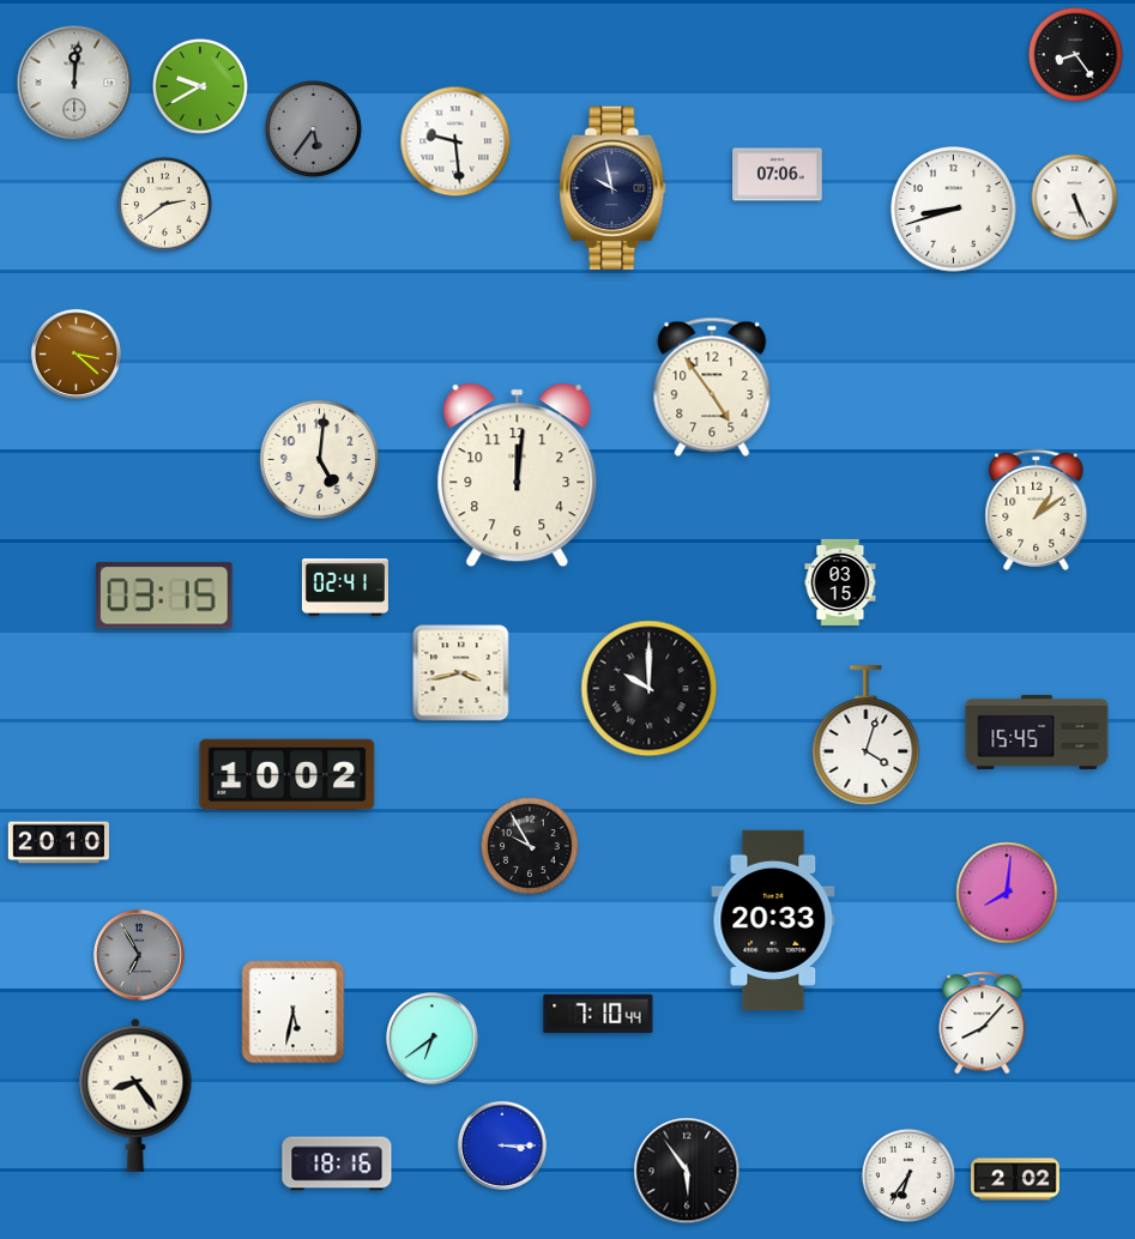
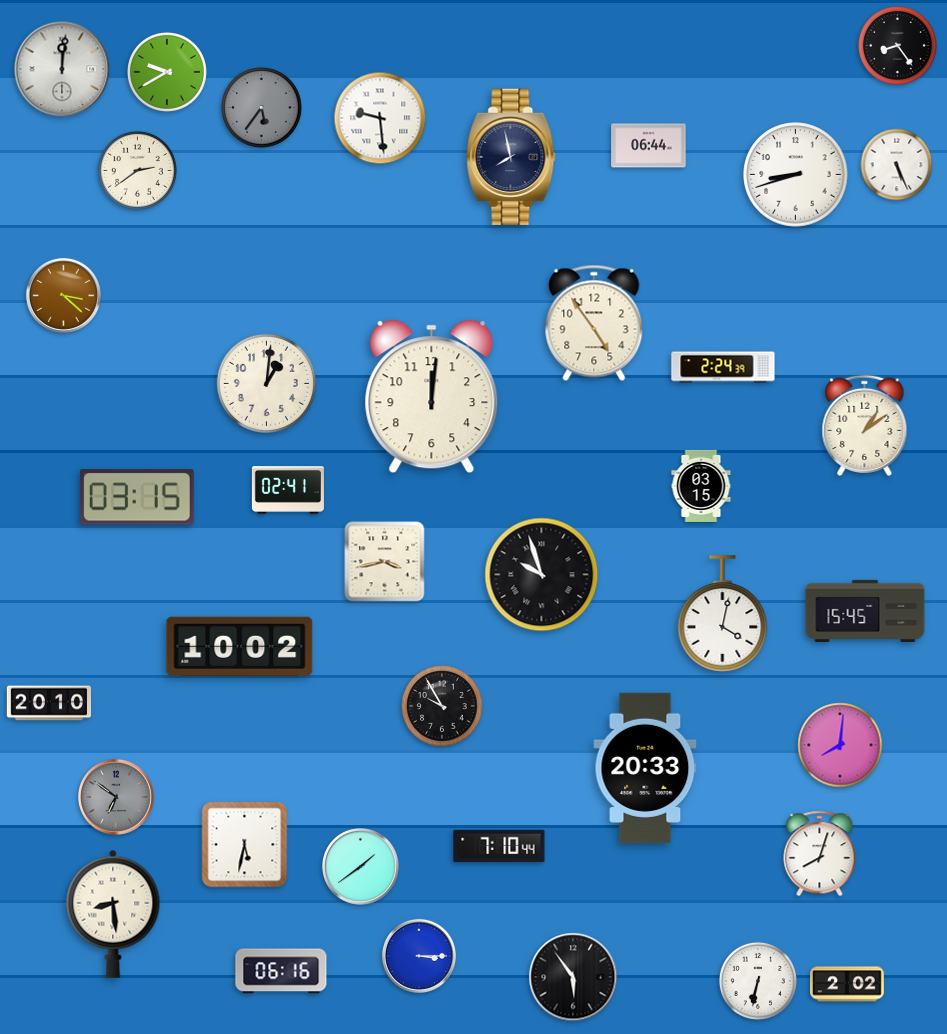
clock at (778, 175): 07:06 -> 06:44
clock at (612, 187): 9:58 -> 7:58
clock at (723, 367): none -> 2:24
clock at (319, 459): 5:01 -> 1:01
clock at (650, 689): 10:00 -> 9:57
clock at (867, 736): 4:03 -> 4:02
clock at (139, 955): 6:55 -> 6:51
clock at (983, 1023): 8:07 -> 8:03
clock at (433, 1039): 6:39 -> 1:39
clock at (135, 1095): 8:24 -> 8:29
clock at (337, 1164): 18:16 -> 06:16
clock at (908, 1175): 6:36 -> 6:32
